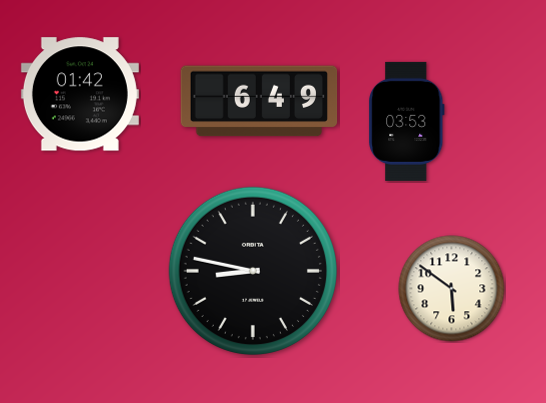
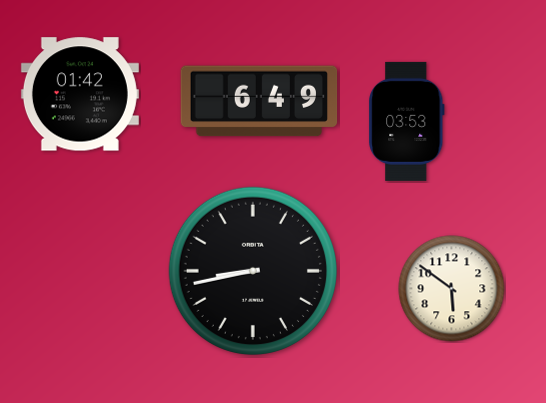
clock at (253, 271): 8:47 -> 8:43
